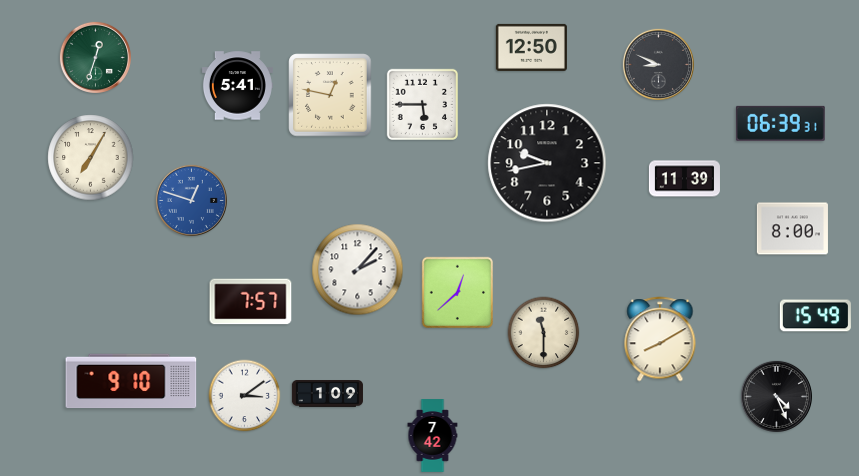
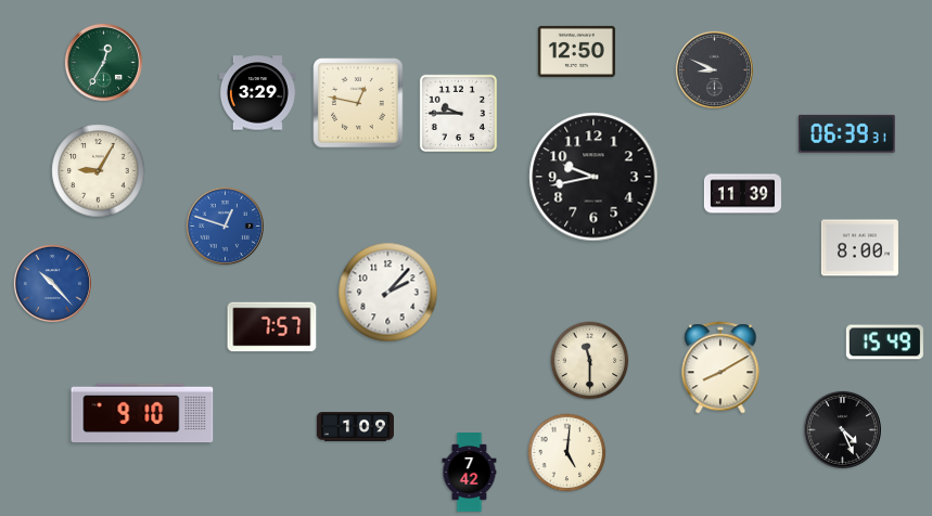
clock at (95, 57): 12:33 -> 12:35
clock at (237, 86): 5:41 -> 3:29
clock at (422, 104): 5:45 -> 9:45
clock at (91, 158): 7:05 -> 9:05
clock at (191, 200) position: (191, 200) -> (225, 225)
clock at (52, 283): none -> 10:23
clock at (457, 292): 12:38 -> none
clock at (660, 339) position: (660, 339) -> (720, 367)
clock at (245, 396): 3:09 -> none
clock at (567, 453): none -> 5:01
